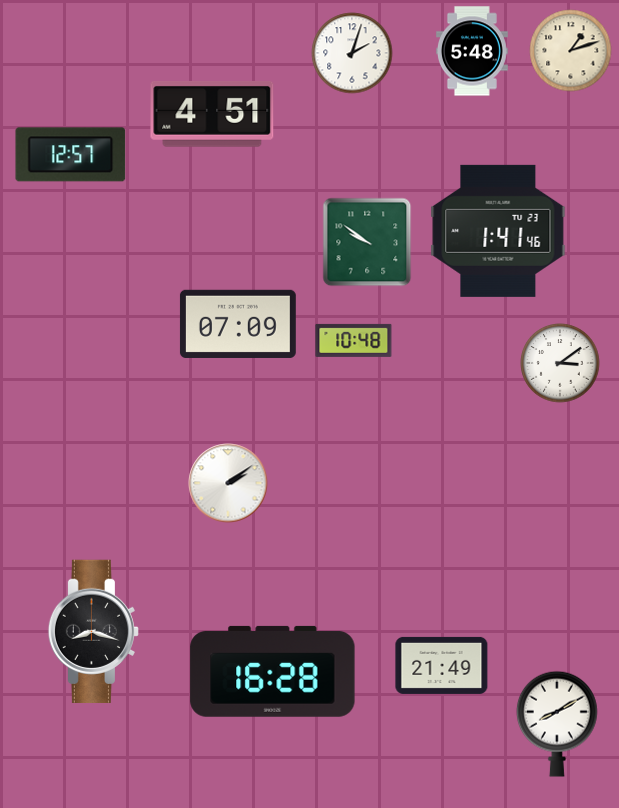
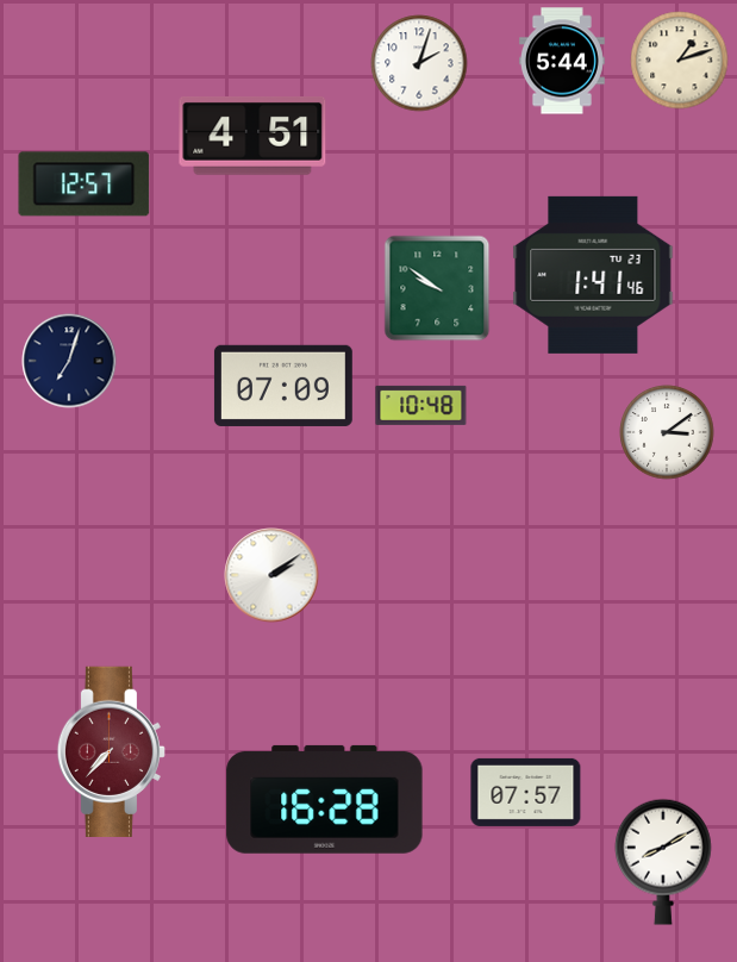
clock at (472, 51): 5:48 -> 5:44
clock at (69, 361): none -> 7:03
clock at (93, 631): 8:18 -> 7:37
clock at (93, 631) dial: black -> burgundy
clock at (442, 665): 21:49 -> 07:57
